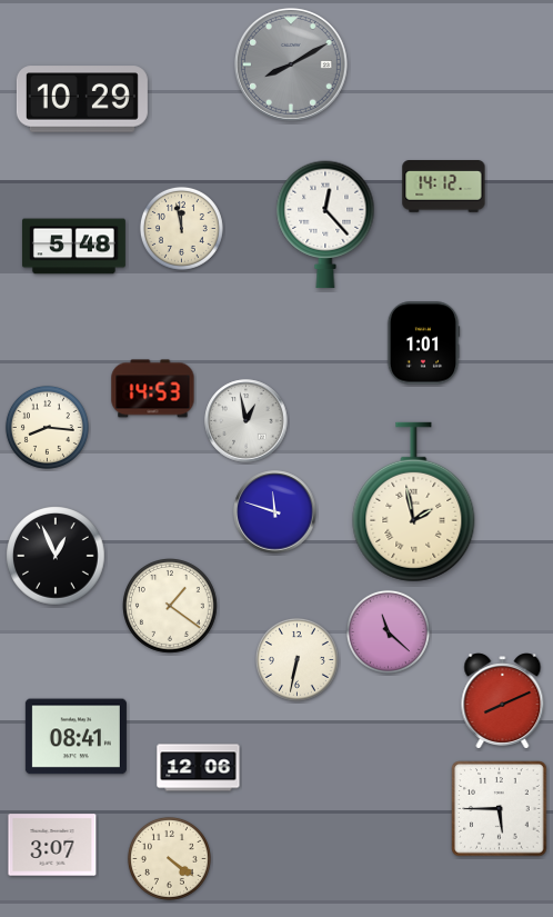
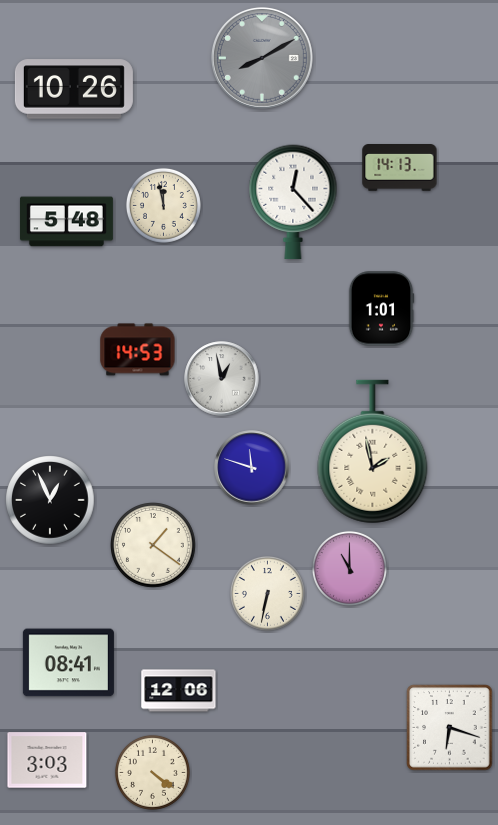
clock at (82, 99): 10:29 -> 10:26
clock at (444, 187): 14:12 -> 14:13
clock at (47, 427): 8:16 -> none
clock at (275, 512) position: (275, 512) -> (252, 468)
clock at (388, 631): 11:22 -> 11:00
clock at (503, 701): 8:11 -> none
clock at (500, 809): 5:45 -> 6:18
clock at (52, 845): 3:07 -> 3:03
